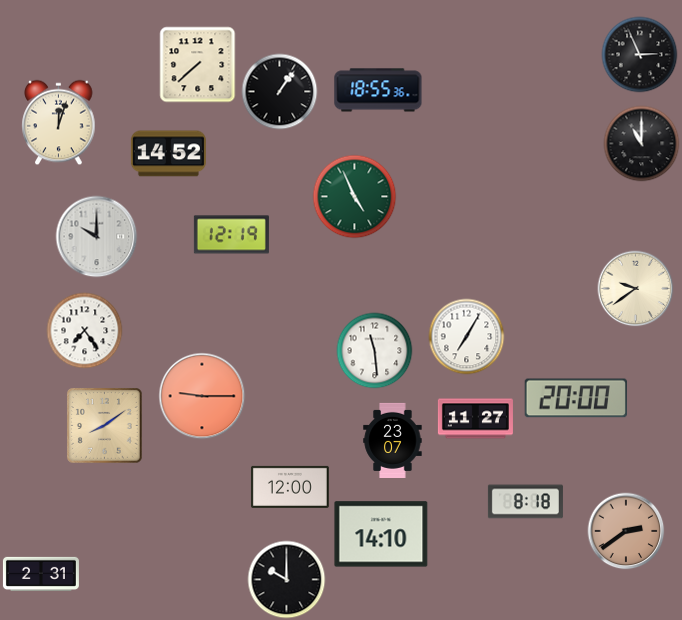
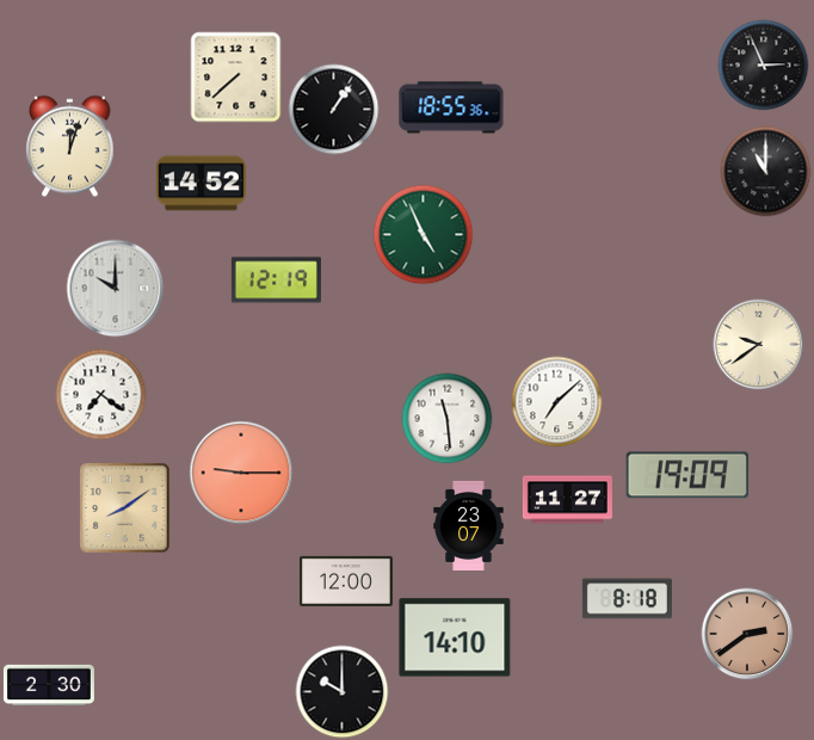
clock at (97, 237) position: (97, 237) -> (116, 289)
clock at (85, 331): 7:24 -> 7:21
clock at (467, 337): 7:05 -> 7:08
clock at (576, 398): 20:00 -> 19:09
clock at (41, 574): 2:31 -> 2:30
